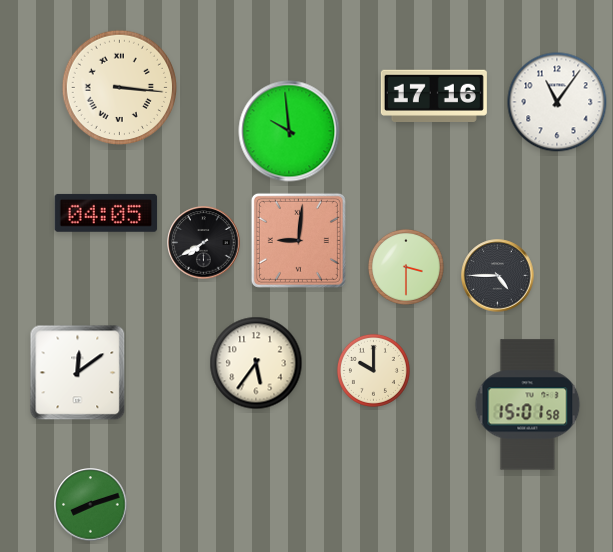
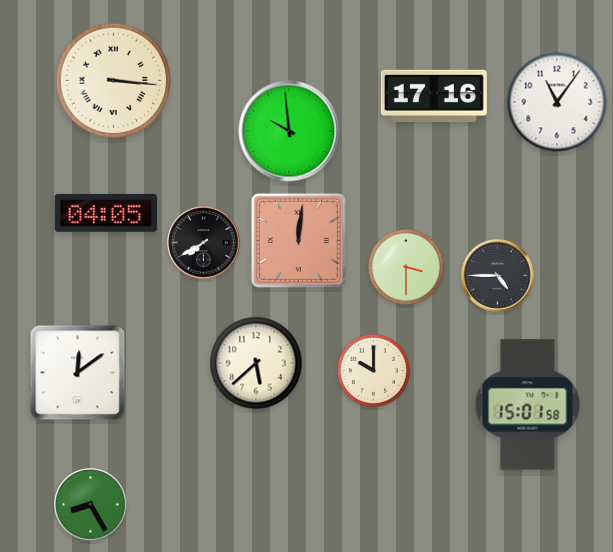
clock at (119, 87) position: (119, 87) -> (113, 80)
clock at (298, 240): 9:01 -> 12:01
clock at (256, 363): 5:36 -> 5:38
clock at (91, 505): 8:12 -> 8:25
